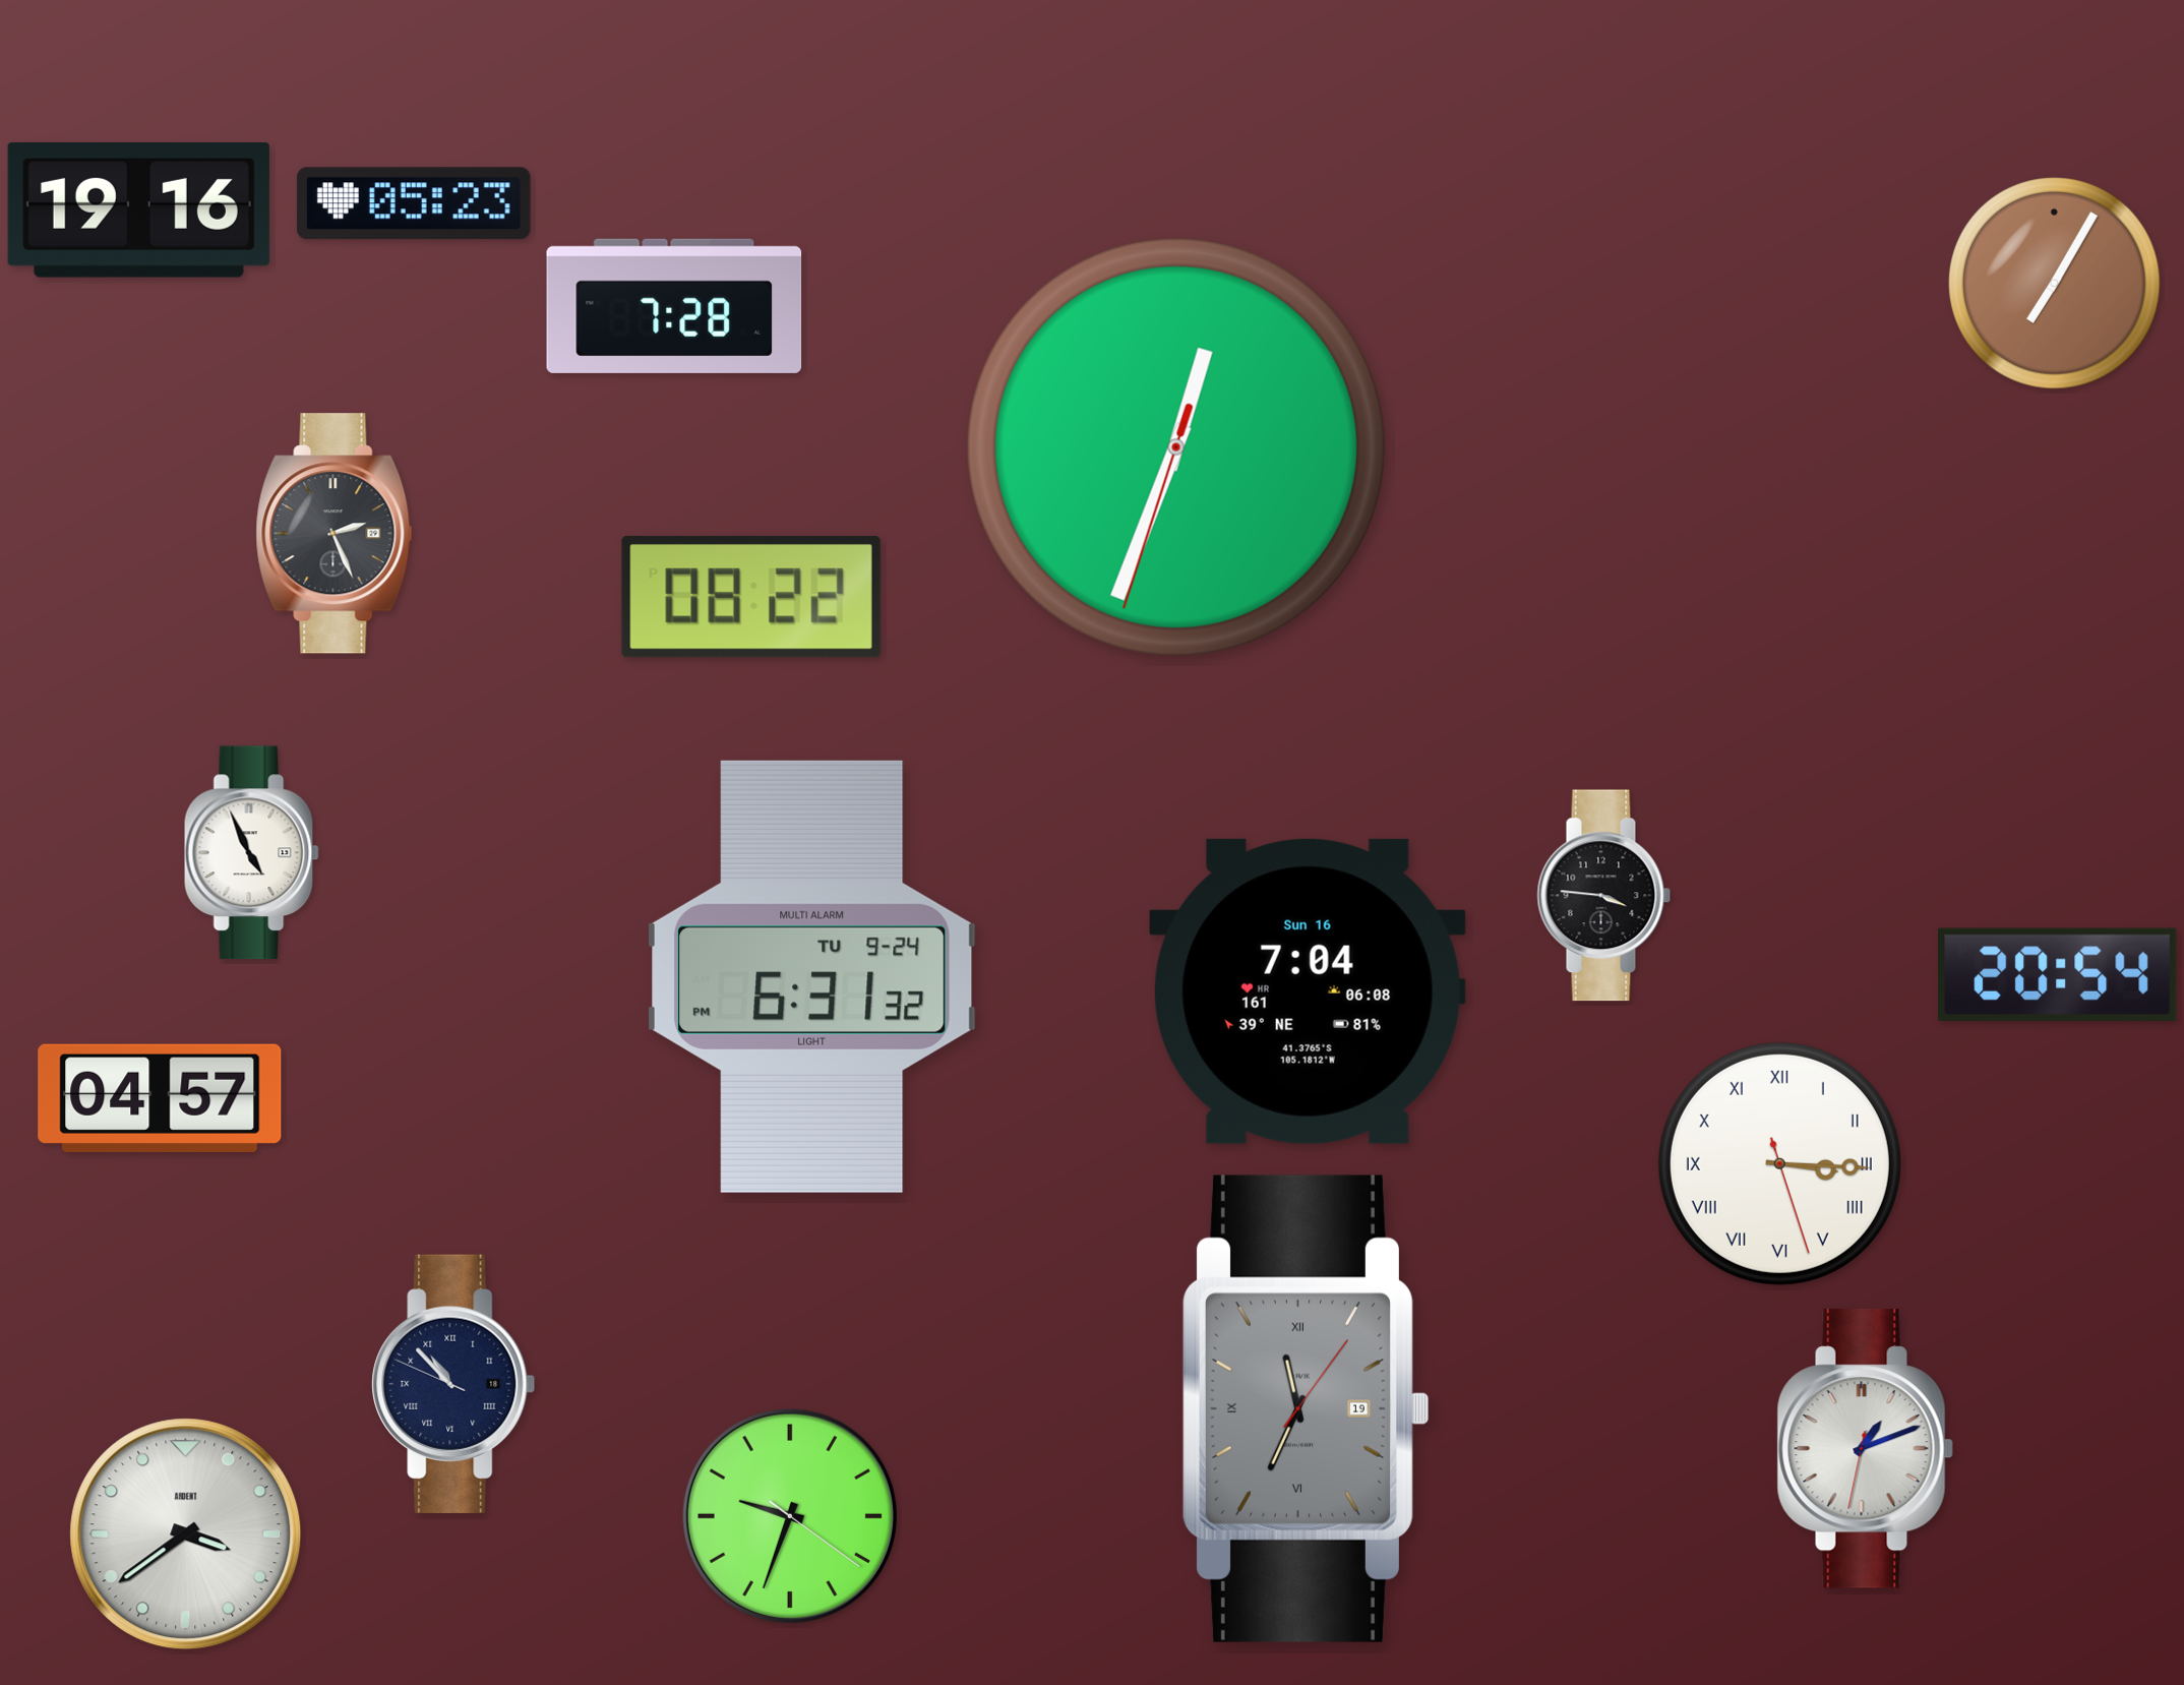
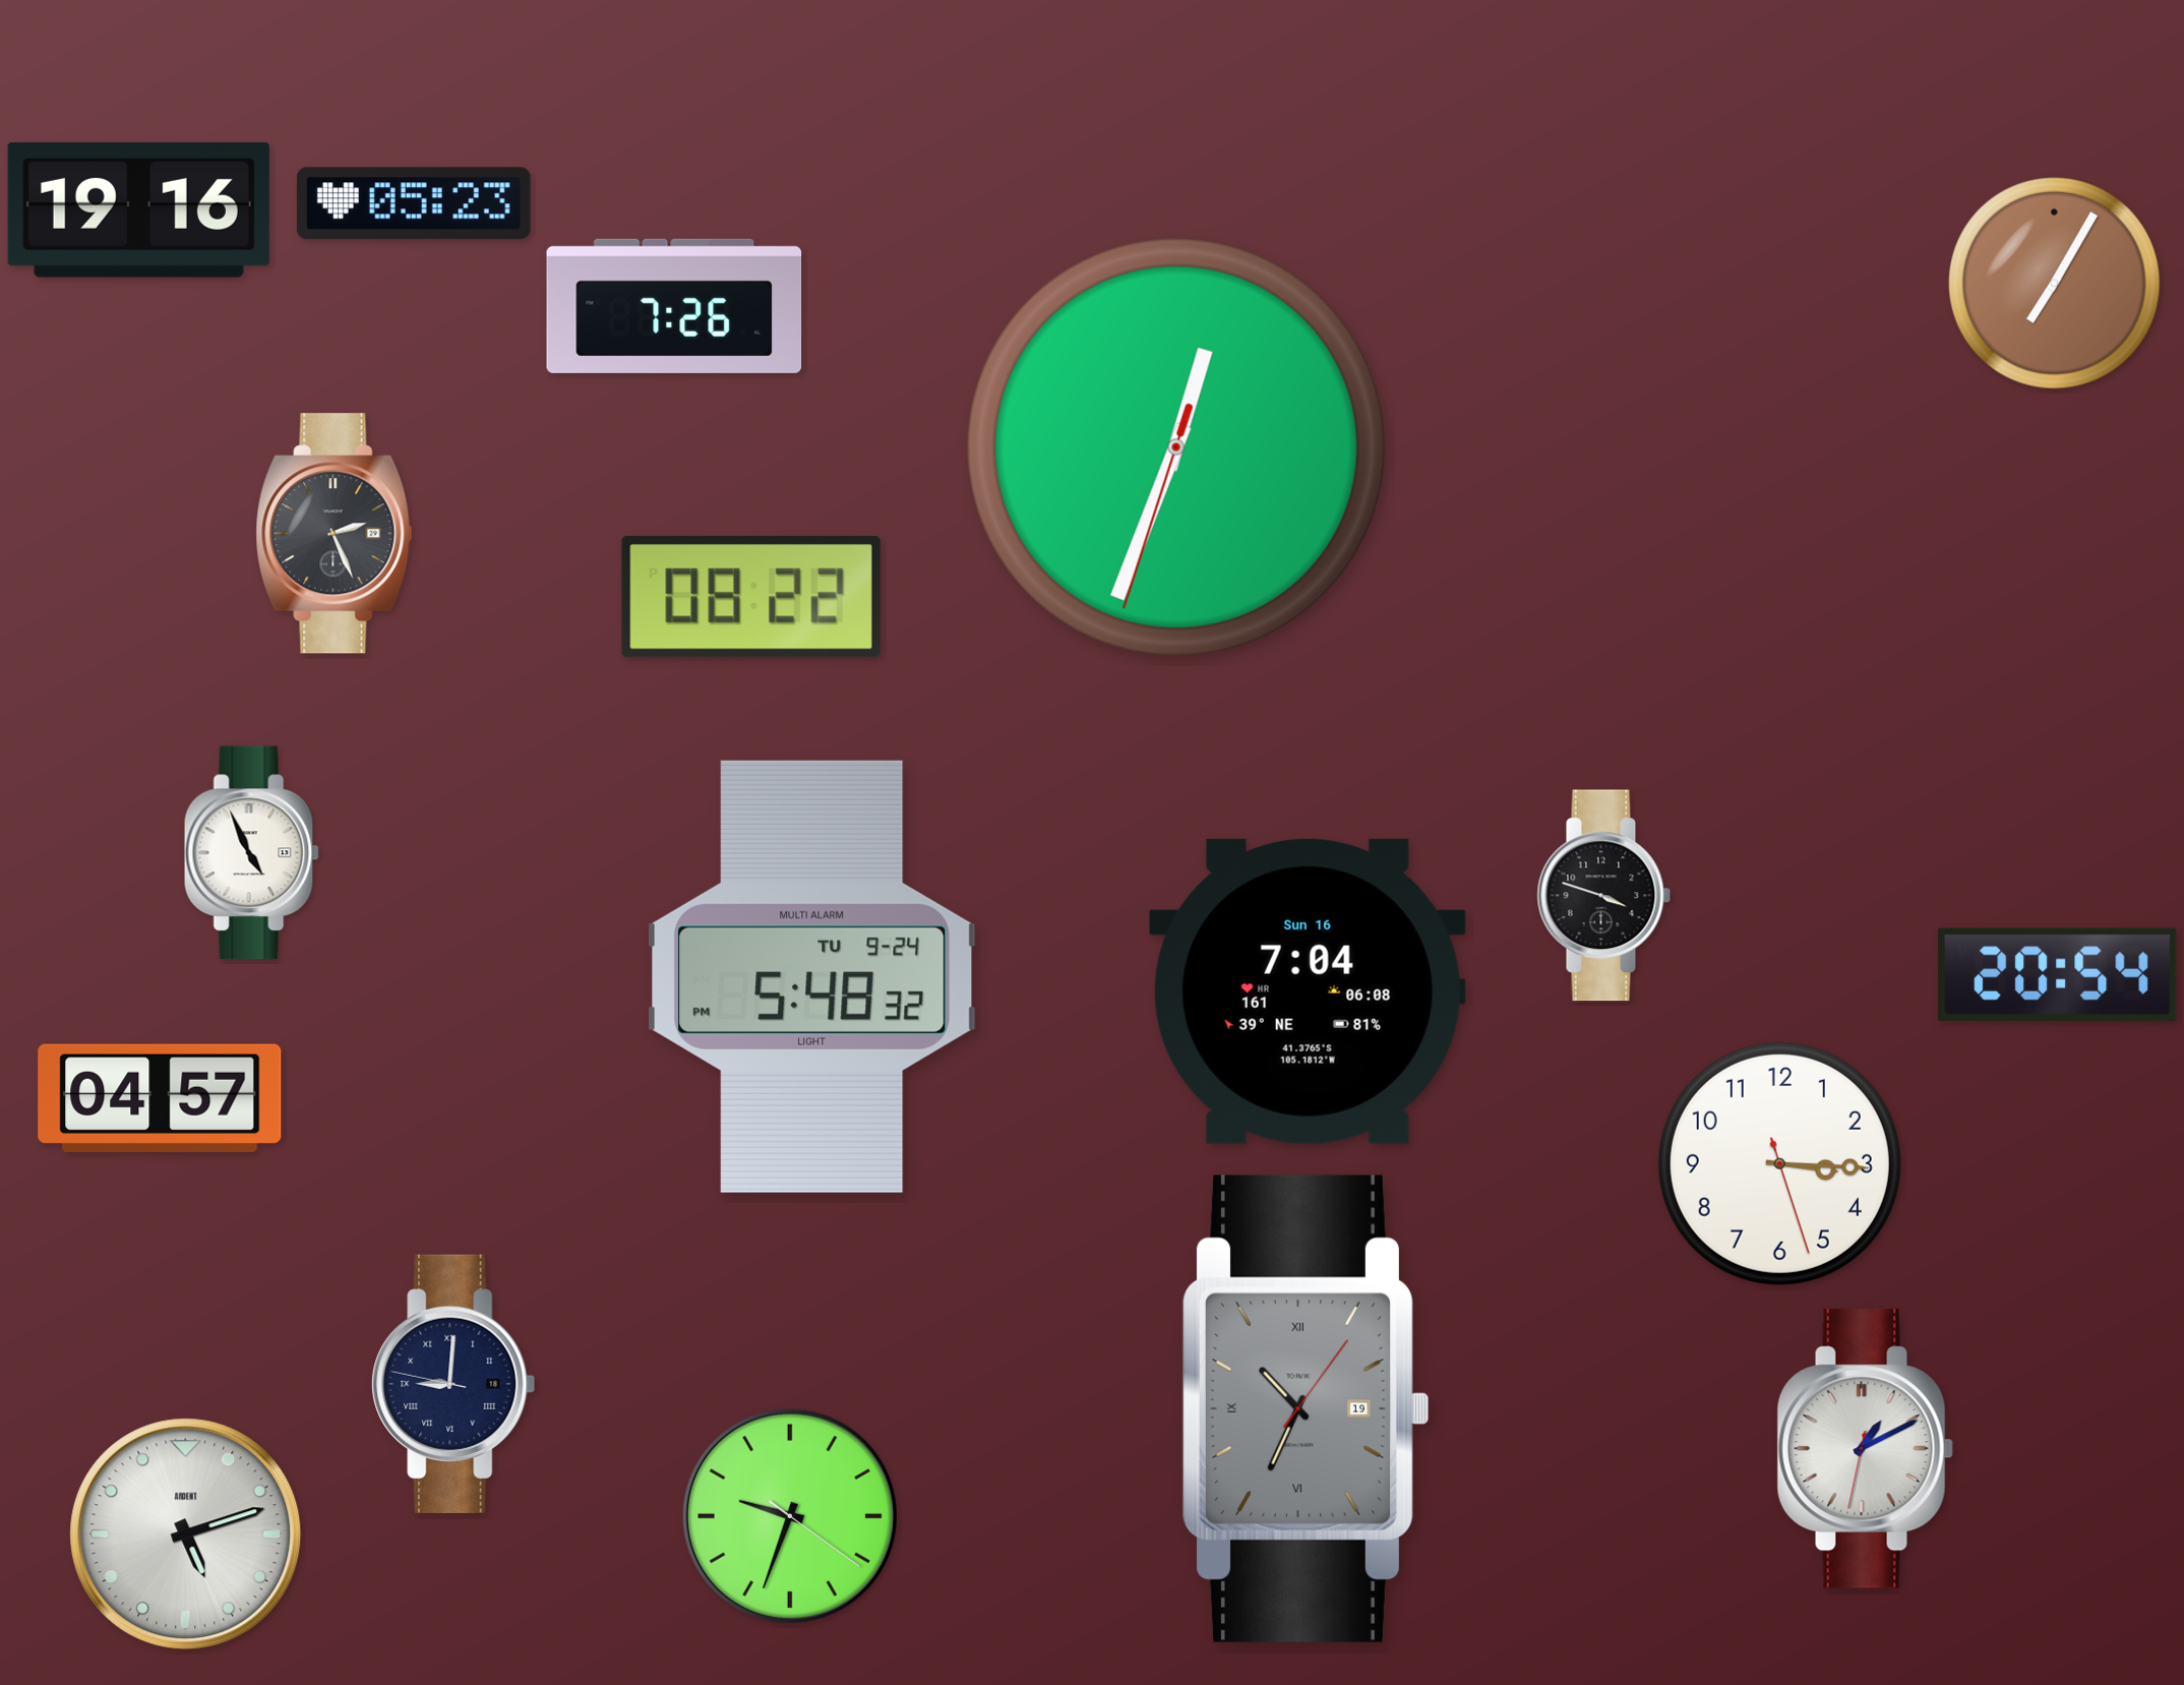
clock at (674, 306): 7:28 -> 7:26
clock at (1604, 896): 3:46 -> 3:48
clock at (812, 976): 6:31 -> 5:48
clock at (1779, 1163) numerals: Roman -> Arabic
clock at (453, 1384): 10:52 -> 9:00
clock at (1306, 1408): 11:34 -> 10:34
clock at (1865, 1449): 1:11 -> 1:10
clock at (186, 1534): 3:39 -> 5:12
